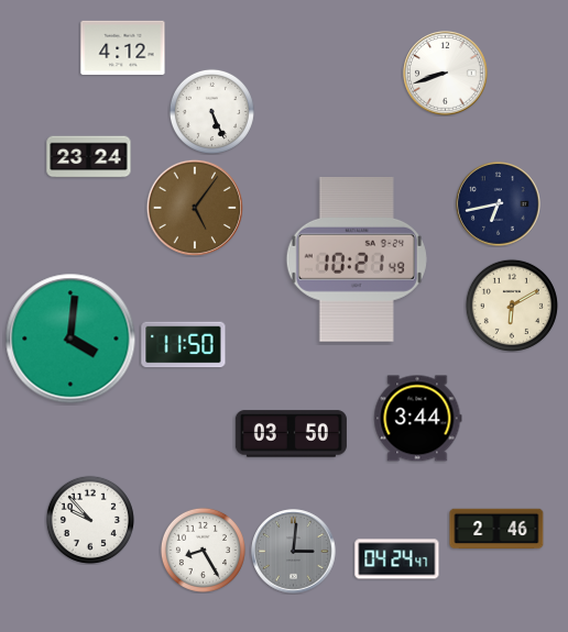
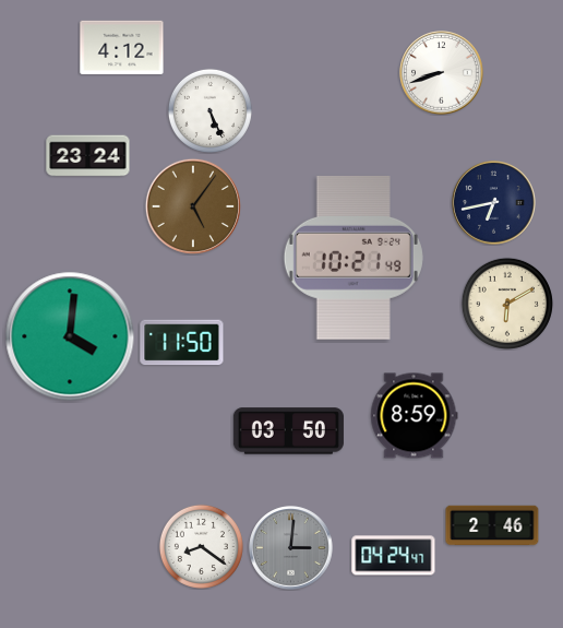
clock at (418, 419): 3:44 -> 8:59
clock at (90, 520): 9:53 -> none
clock at (203, 550): 8:25 -> 8:21
